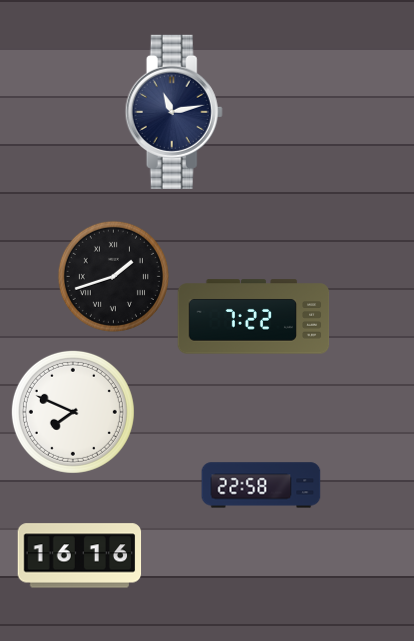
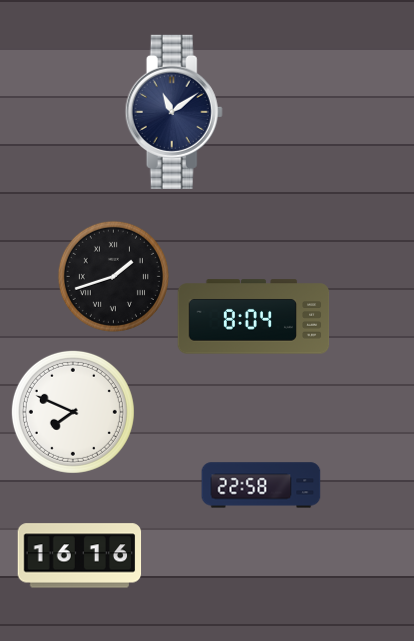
clock at (174, 112): 11:13 -> 11:09
clock at (254, 317): 7:22 -> 8:04
